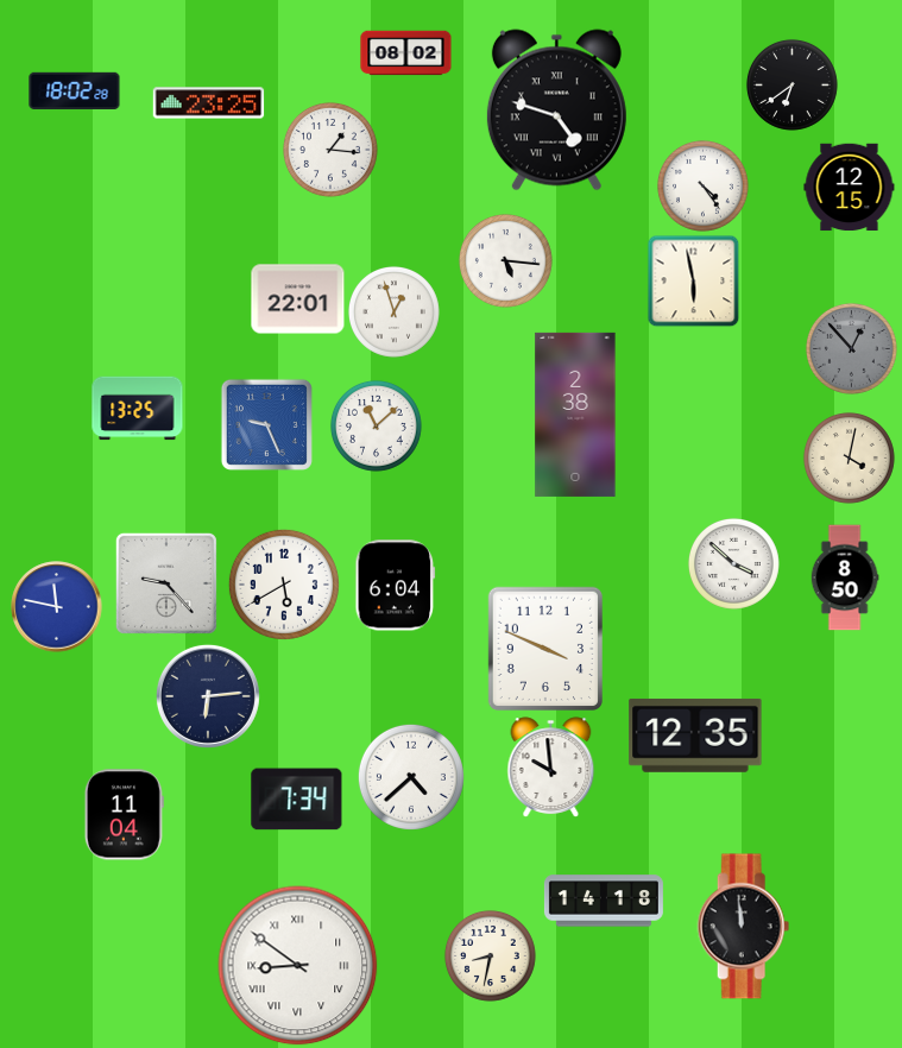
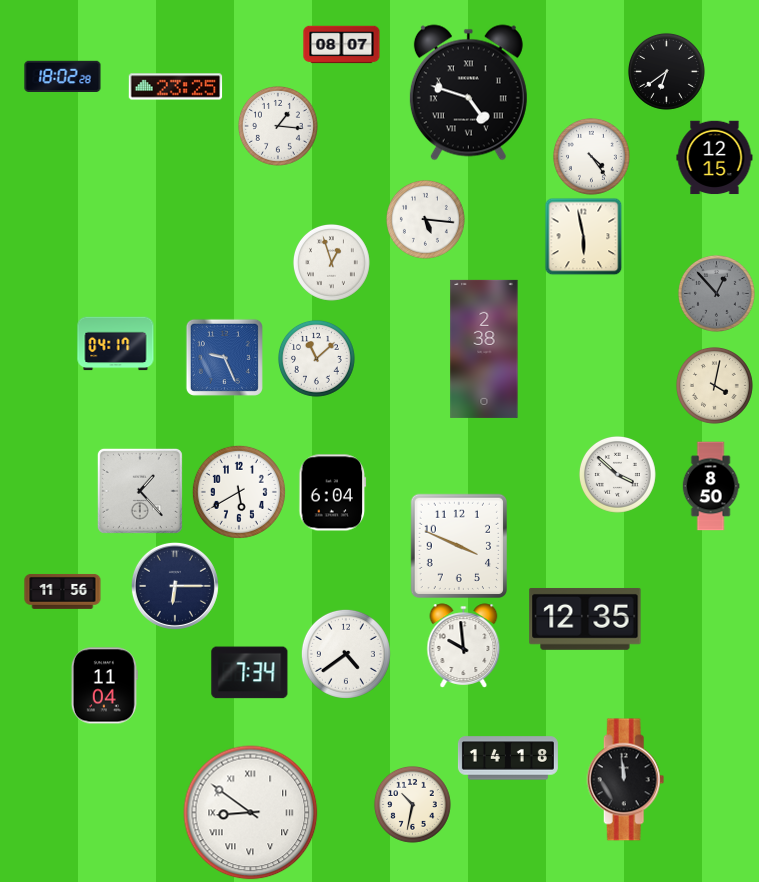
clock at (406, 53): 08:02 -> 08:07
clock at (298, 299): 22:01 -> none
clock at (138, 409): 13:25 -> 04:17
clock at (166, 583): 9:23 -> 1:23
clock at (57, 607): 11:47 -> none
clock at (208, 696): 6:14 -> 6:15
clock at (63, 591): none -> 11:56
clock at (411, 777): 4:38 -> 4:39
clock at (490, 955): 8:32 -> 10:32
